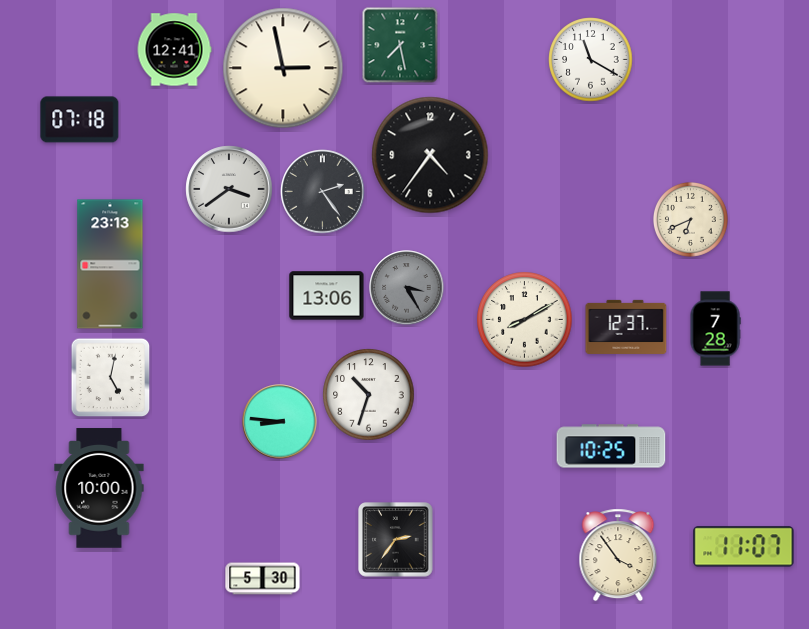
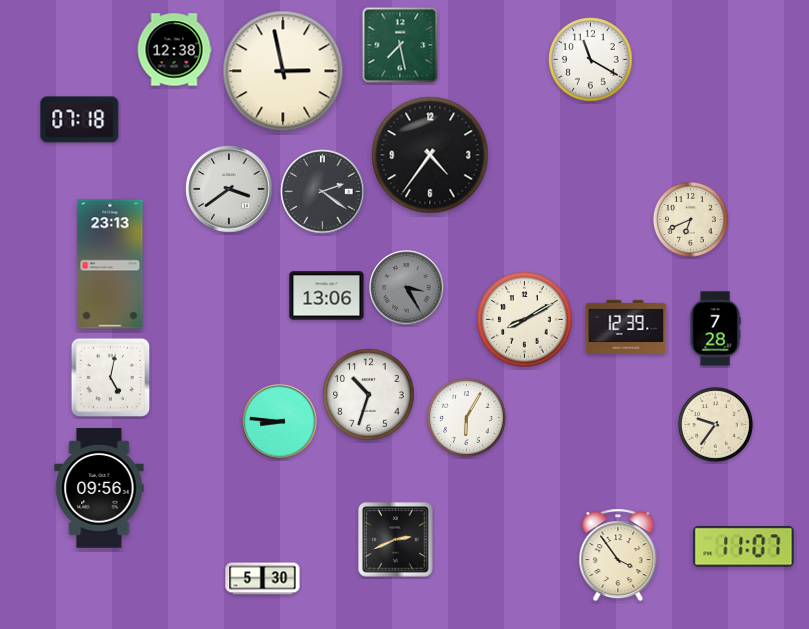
clock at (174, 50): 12:41 -> 12:38
clock at (283, 68) position: (283, 68) -> (283, 71)
clock at (323, 192): 2:24 -> 2:21
clock at (626, 327): 12:37 -> 12:39
clock at (467, 418): none -> 6:05
clock at (716, 425): none -> 9:36
clock at (611, 446): 10:25 -> none
clock at (99, 488): 10:00 -> 09:56
clock at (396, 540): 2:36 -> 2:41
